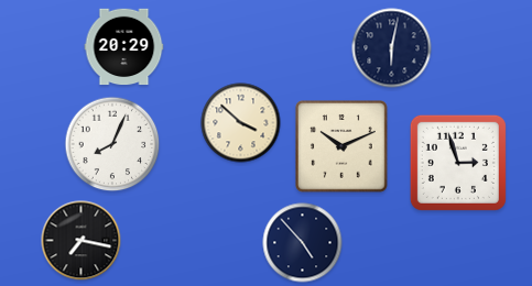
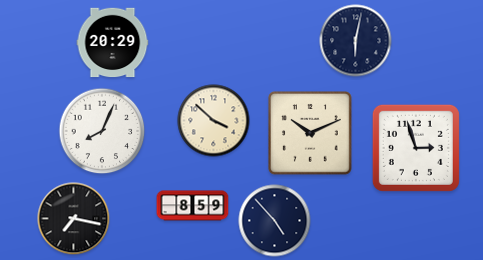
clock at (392, 48) position: (392, 48) -> (356, 41)
clock at (241, 123) position: (241, 123) -> (214, 121)
clock at (193, 206): none -> 8:59
